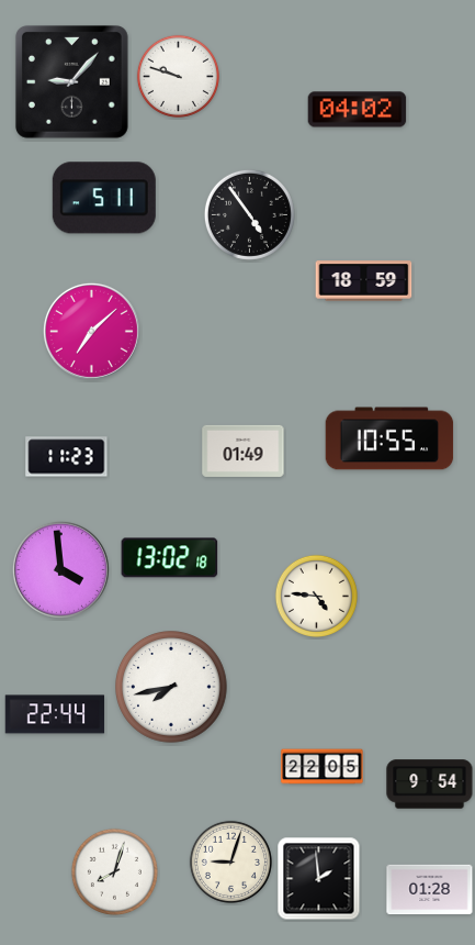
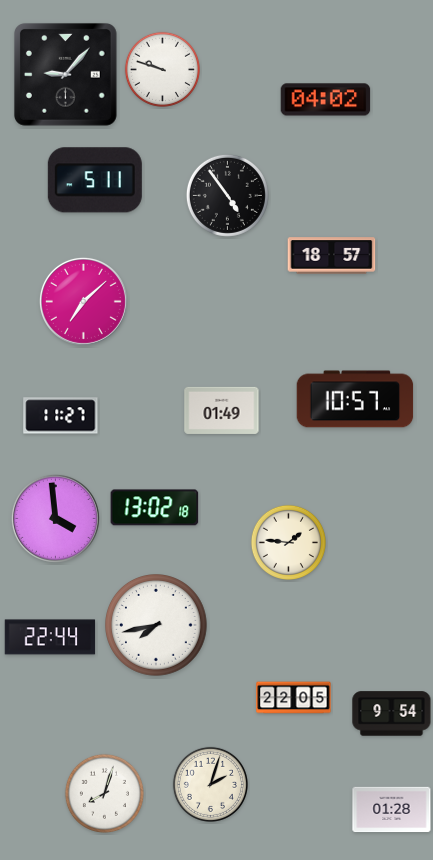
clock at (364, 281): 18:59 -> 18:57
clock at (389, 438): 10:55 -> 10:57
clock at (67, 457): 11:23 -> 11:27
clock at (316, 596): 4:46 -> 1:46
clock at (55, 714) position: (55, 714) -> (50, 637)
clock at (230, 861): 9:03 -> 2:03
clock at (319, 879): 1:59 -> none
